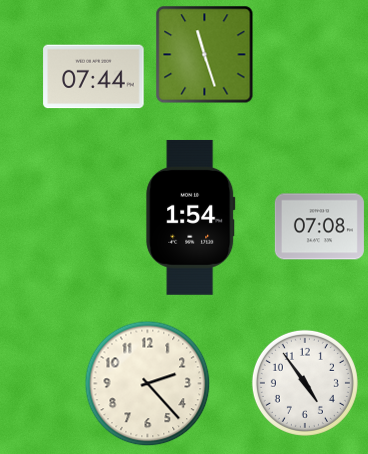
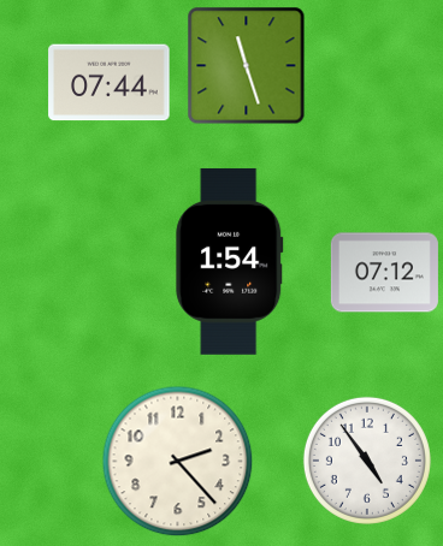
clock at (94, 77) position: (94, 77) -> (110, 83)
clock at (319, 227): 07:08 -> 07:12
